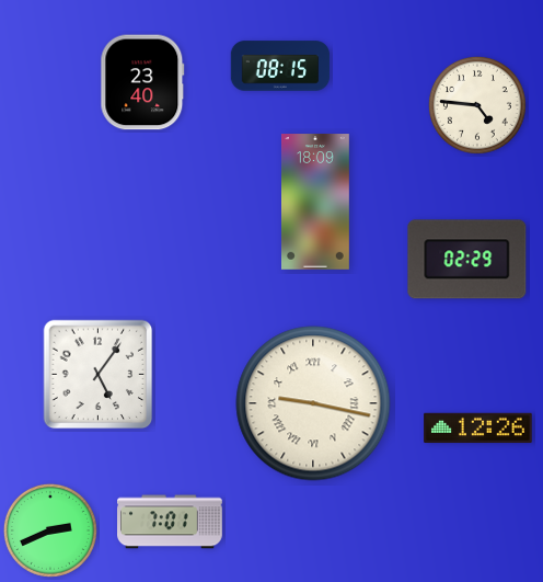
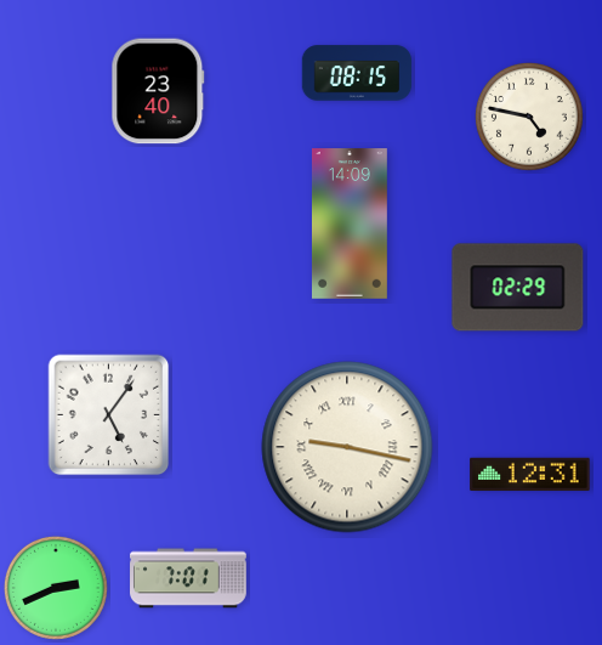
clock at (280, 66) position: (280, 66) -> (357, 73)
clock at (477, 105): 4:46 -> 4:47
clock at (315, 202): 18:09 -> 14:09
clock at (478, 429): 12:26 -> 12:31
